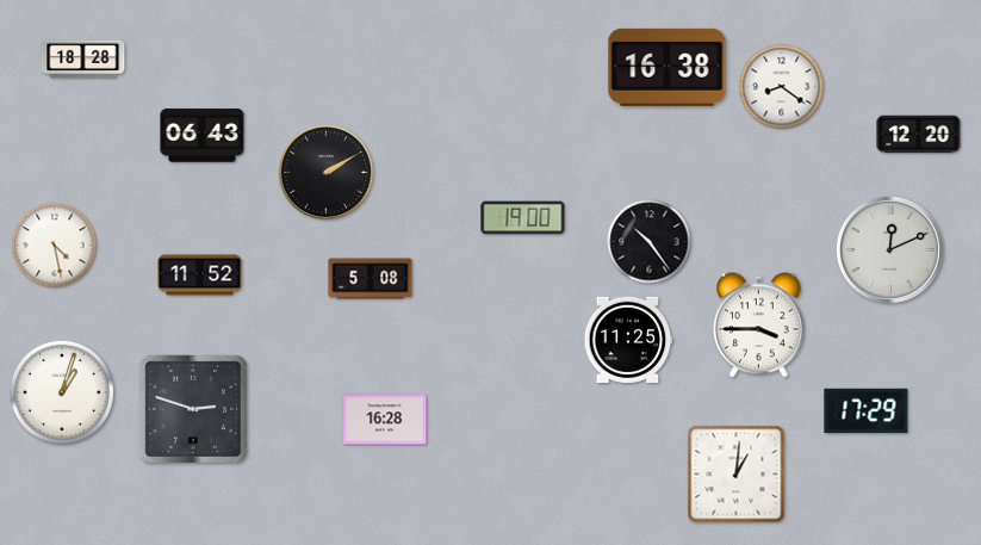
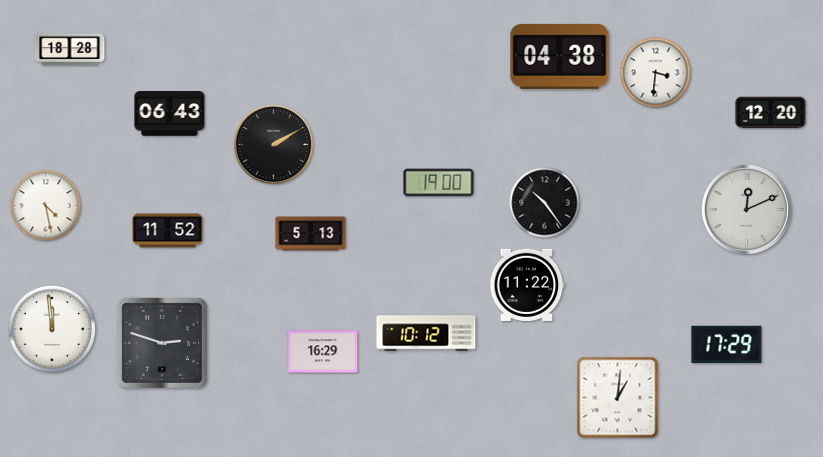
clock at (668, 67): 16:38 -> 04:38
clock at (782, 87): 8:21 -> 3:31
clock at (371, 279): 5:08 -> 5:13
clock at (759, 326): 3:45 -> none
clock at (628, 340): 11:25 -> 11:22
clock at (62, 392): 1:03 -> 11:59
clock at (426, 333): none -> 10:12
clock at (385, 420): 16:28 -> 16:29
